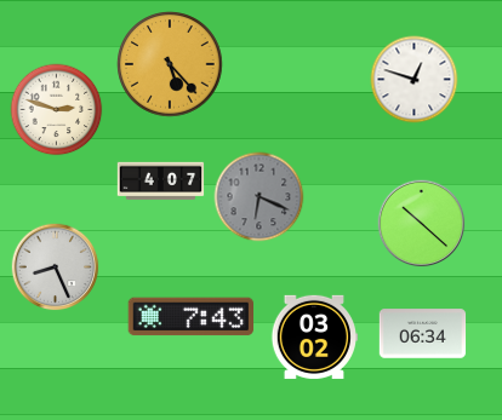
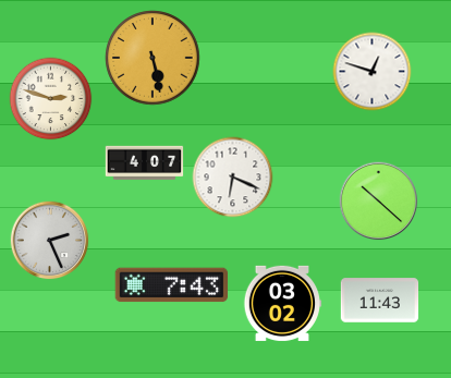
clock at (170, 64): 5:23 -> 5:28
clock at (259, 197) dial: grey -> white
clock at (56, 267): 8:26 -> 2:26
clock at (423, 334): 06:34 -> 11:43
